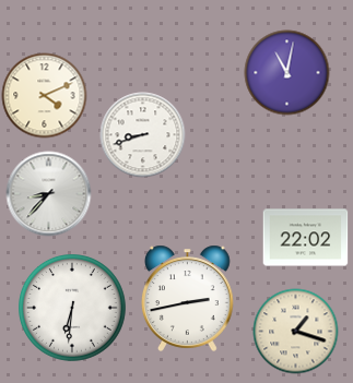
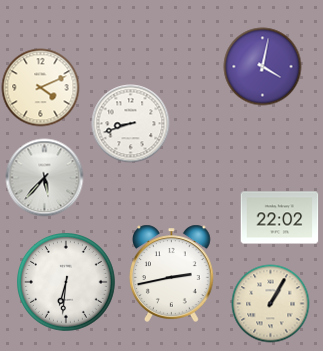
clock at (286, 72): 11:02 -> 4:02
clock at (48, 193): 8:37 -> 5:37
clock at (295, 331): 1:18 -> 1:05
